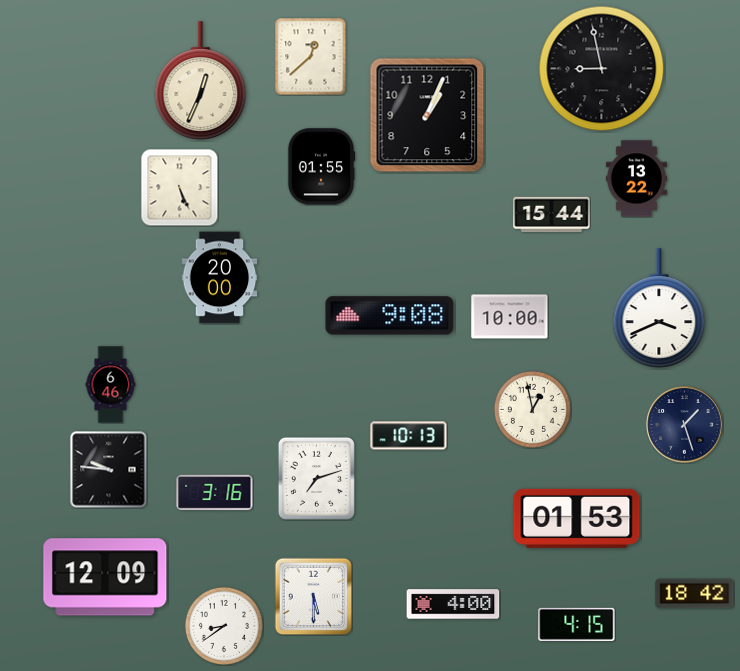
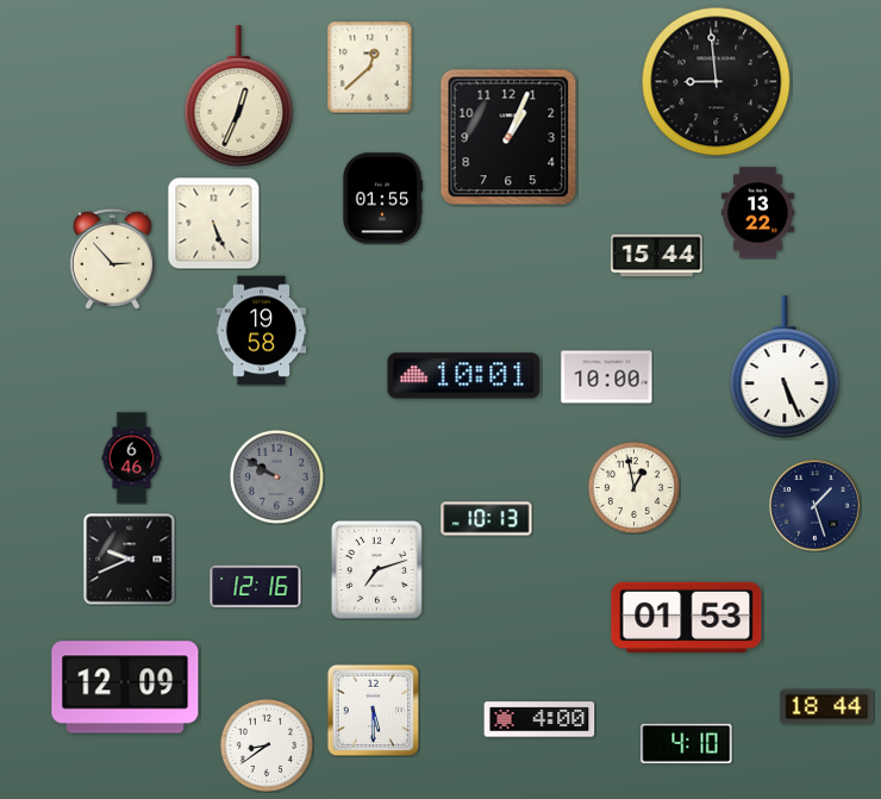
clock at (602, 69): 8:58 -> 8:59
clock at (112, 258): none -> 2:53
clock at (220, 278): 20:00 -> 19:58
clock at (659, 308): 3:41 -> 5:26
clock at (390, 316): 9:08 -> 10:01
clock at (276, 476): none -> 9:50
clock at (109, 470): 9:46 -> 9:41
clock at (215, 493): 3:16 -> 12:16
clock at (695, 594): 18:42 -> 18:44
clock at (577, 624): 4:15 -> 4:10
